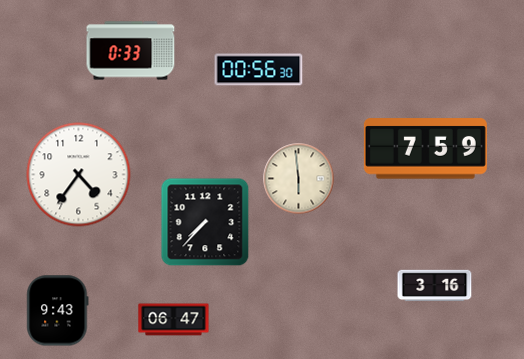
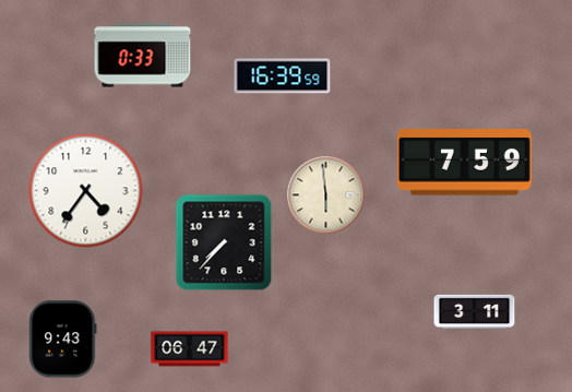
clock at (259, 70): 00:56 -> 16:39
clock at (435, 286): 3:16 -> 3:11
